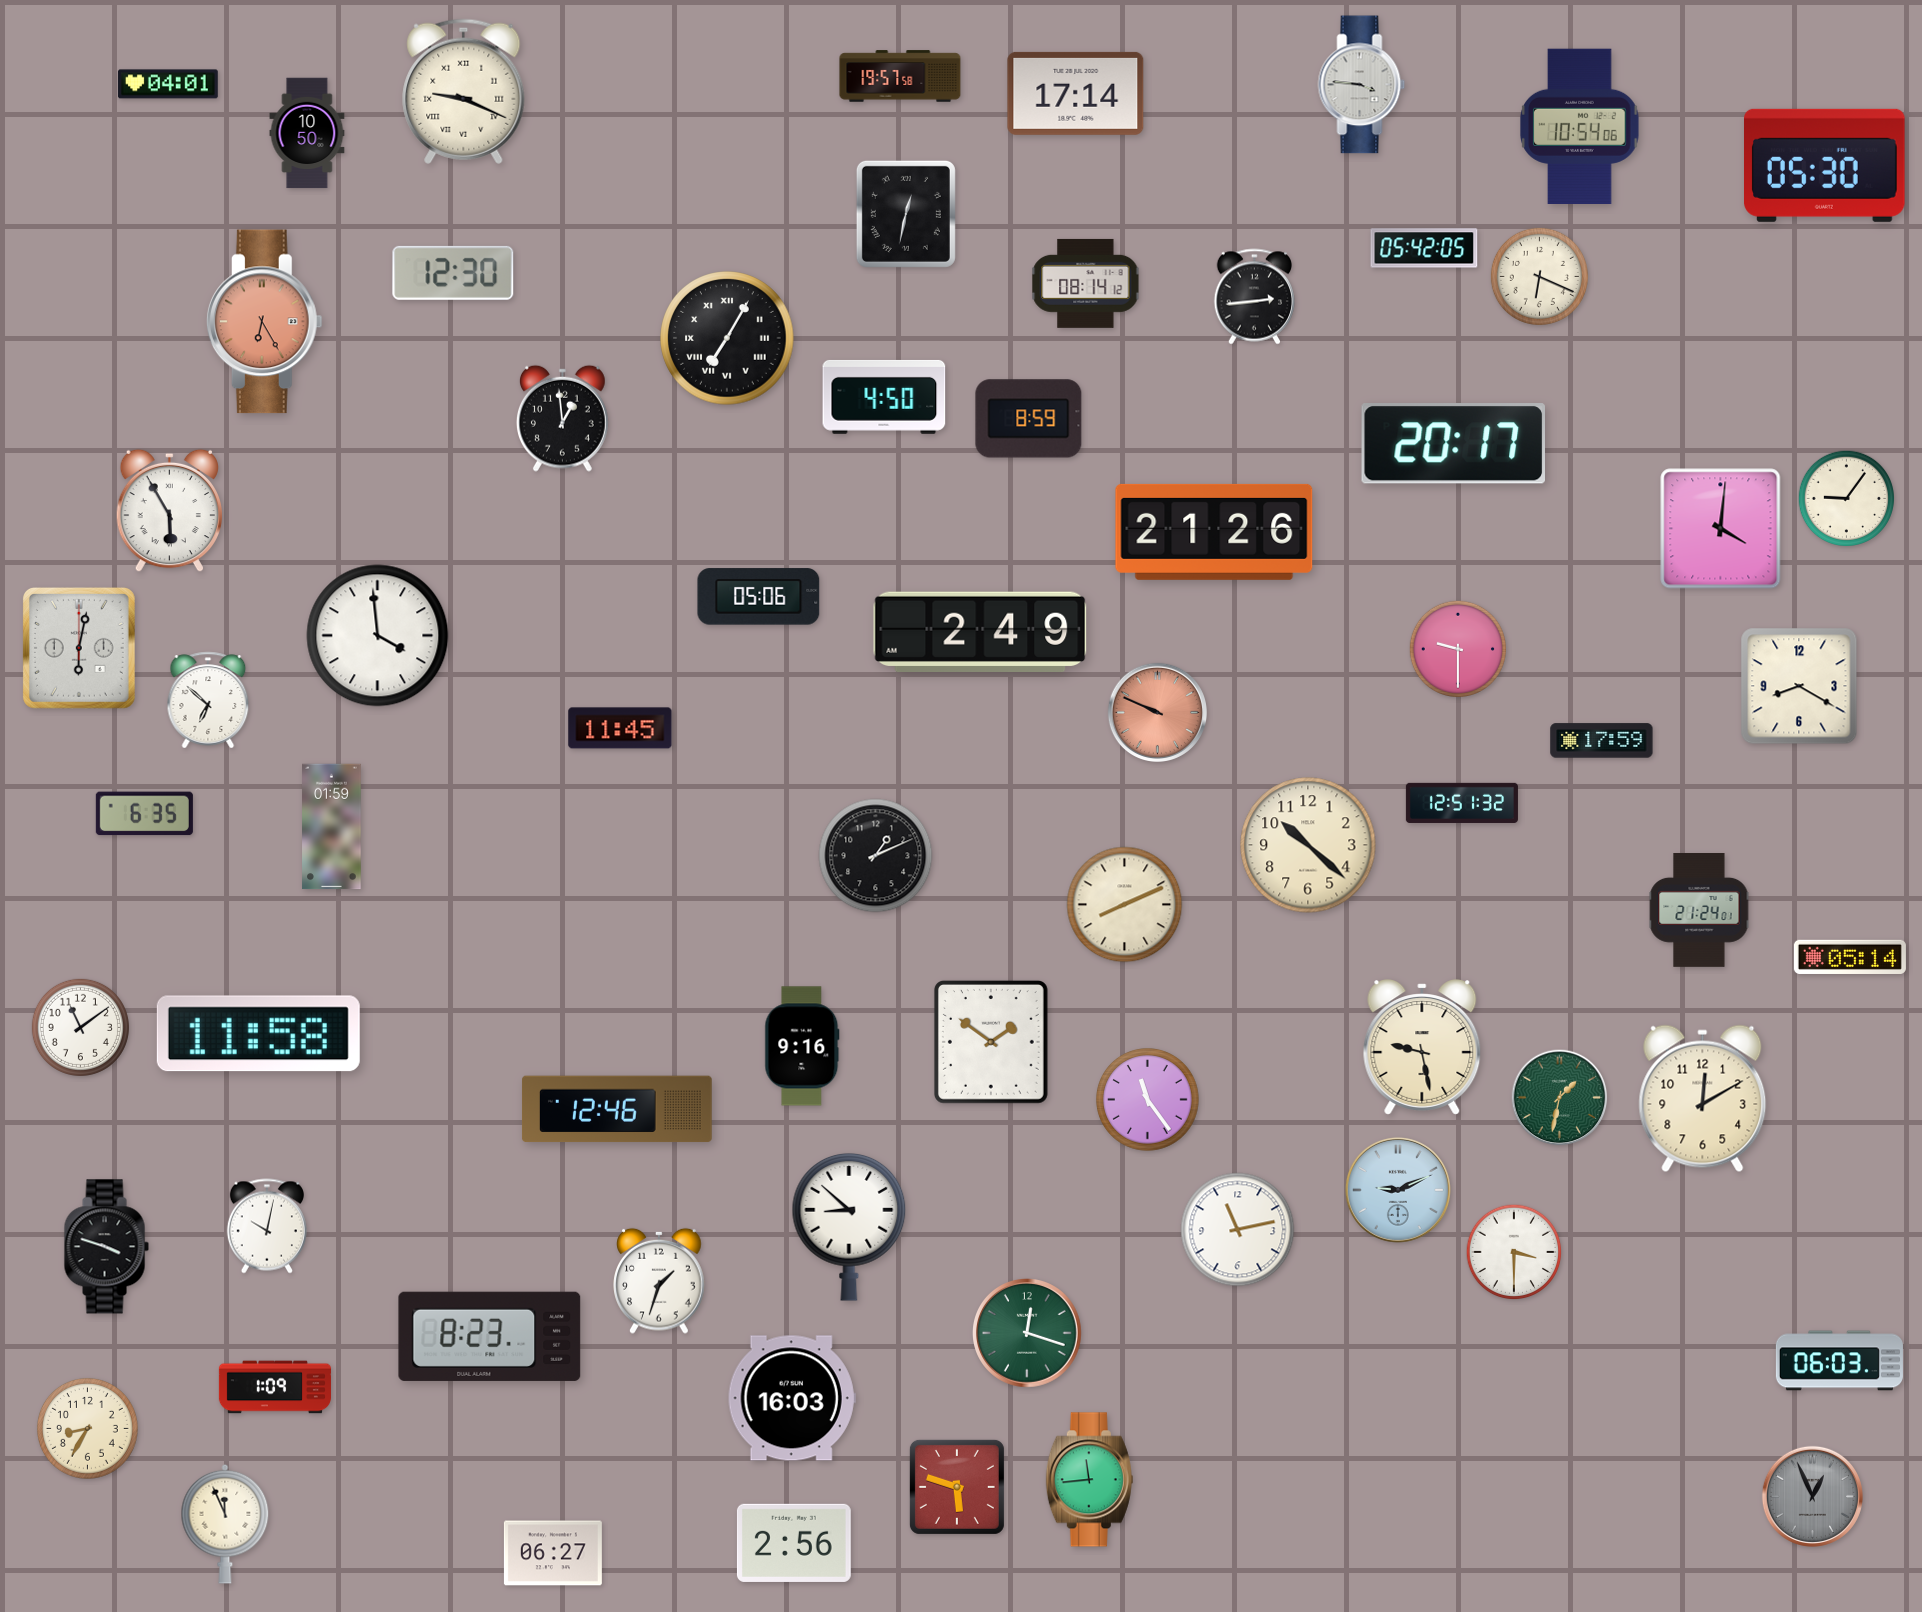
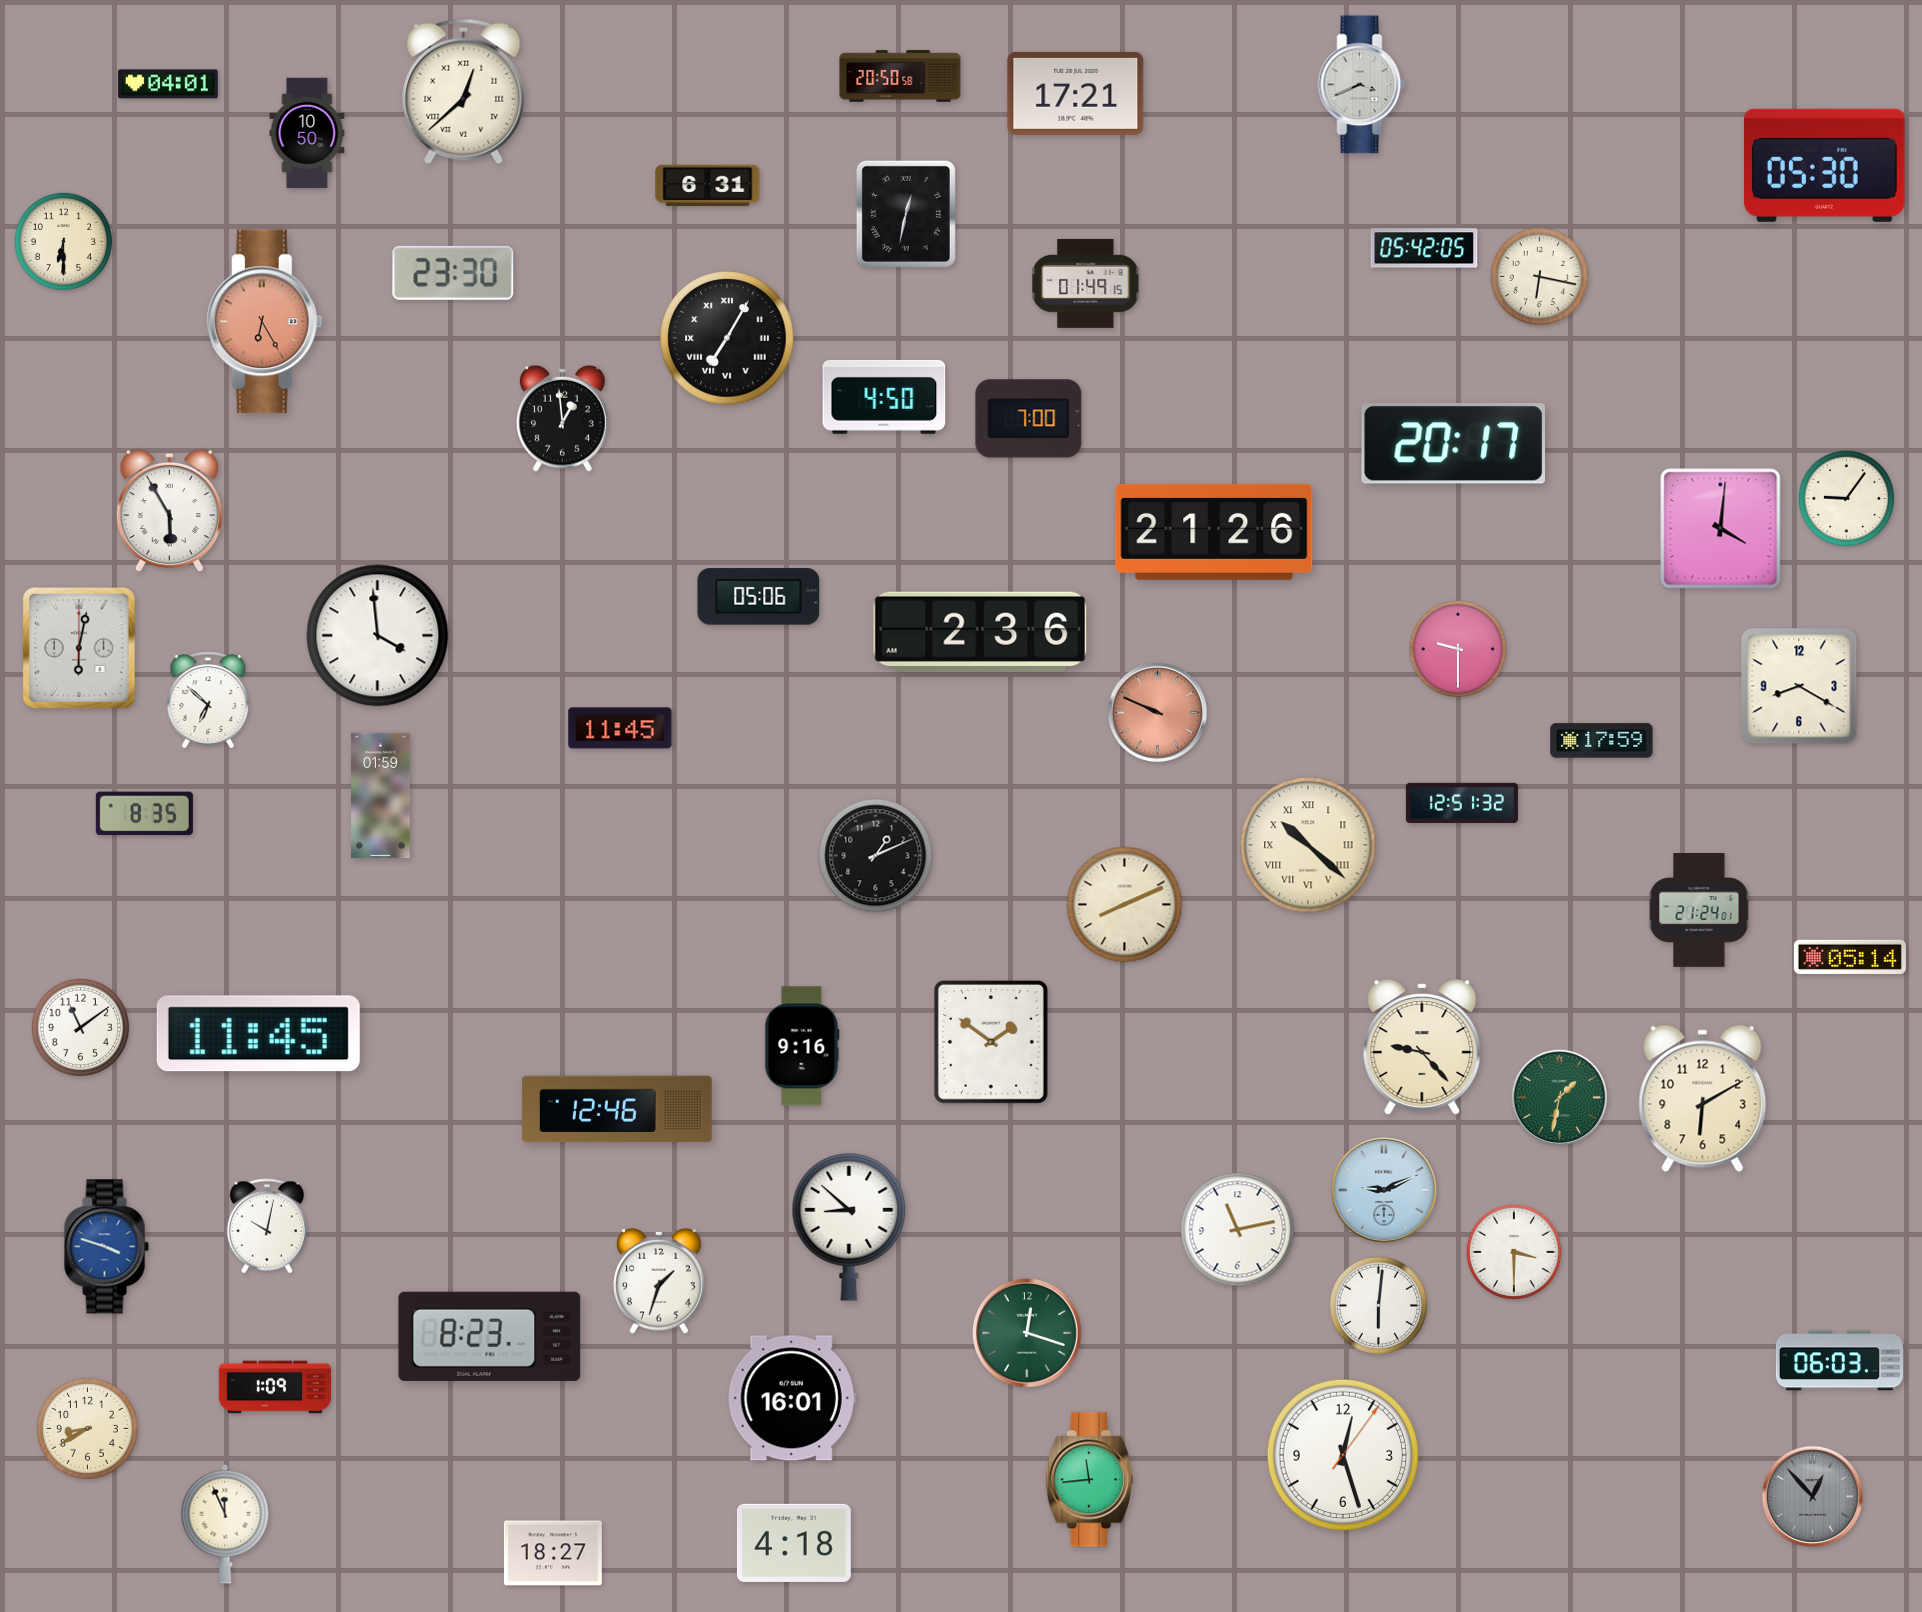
clock at (900, 76): 19:57 -> 20:50
clock at (1362, 85): 3:46 -> 3:41
clock at (464, 91): 9:19 -> 12:38
clock at (1076, 93): 17:14 -> 17:21
clock at (1580, 126): 10:54 -> none
clock at (708, 186): none -> 6:31
clock at (63, 241): none -> 6:30
clock at (453, 273): 12:30 -> 23:30
clock at (1539, 276): 6:19 -> 6:17
clock at (1086, 283): 08:14 -> 01:49
clock at (1254, 297): 2:44 -> none
clock at (1029, 419): 8:59 -> 7:00
clock at (980, 631): 2:49 -> 2:36
clock at (144, 814): 6:35 -> 8:35
clock at (332, 827) position: (332, 827) -> (381, 796)
clock at (1308, 845) numerals: Arabic -> Roman
clock at (258, 1034): 11:58 -> 11:45
clock at (1422, 1047): 9:28 -> 9:23
clock at (1703, 1099): 12:10 -> 6:10
clock at (1148, 1100): 11:24 -> none
clock at (1398, 1190) position: (1398, 1190) -> (1384, 1190)
clock at (106, 1247) dial: black -> blue
clock at (1378, 1305): none -> 6:01
clock at (792, 1398): 16:03 -> 16:01
clock at (87, 1428): 8:35 -> 8:40
clock at (1343, 1455): none -> 12:27
clock at (957, 1487): 5:48 -> none
clock at (1812, 1496): 12:56 -> 12:53
clock at (794, 1543): 2:56 -> 4:18
clock at (553, 1553): 06:27 -> 18:27
